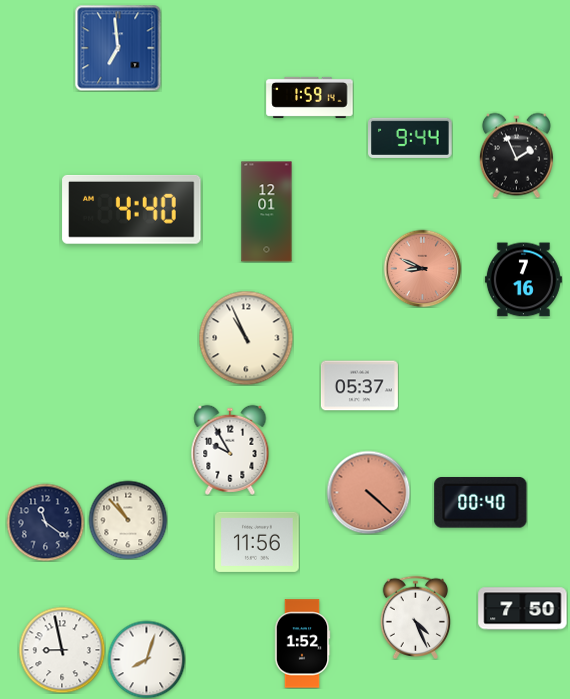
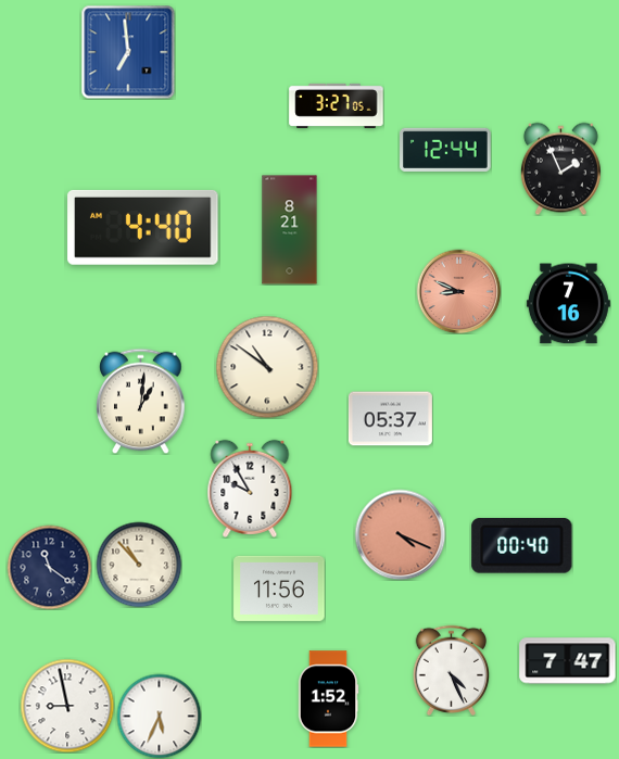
clock at (310, 97): 1:59 -> 3:27
clock at (410, 138): 9:44 -> 12:44
clock at (267, 212): 12:01 -> 8:21
clock at (246, 338): 10:56 -> 10:51
clock at (141, 401): none -> 1:01
clock at (368, 492): 4:22 -> 4:19
clock at (523, 609): 7:50 -> 7:47
clock at (146, 659): 8:03 -> 5:34
